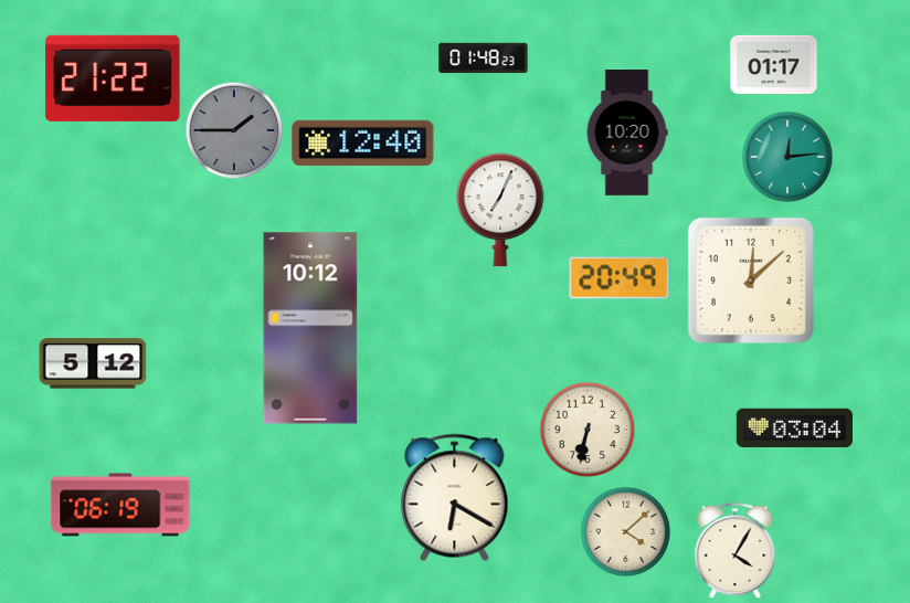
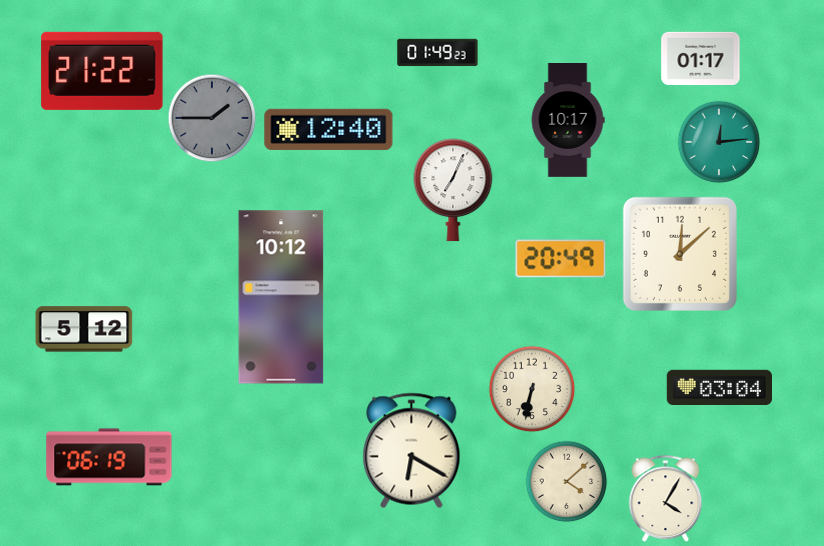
clock at (484, 59): 01:48 -> 01:49
clock at (627, 134): 10:20 -> 10:17
clock at (787, 157) position: (787, 157) -> (719, 142)
clock at (620, 278) position: (620, 278) -> (561, 259)
